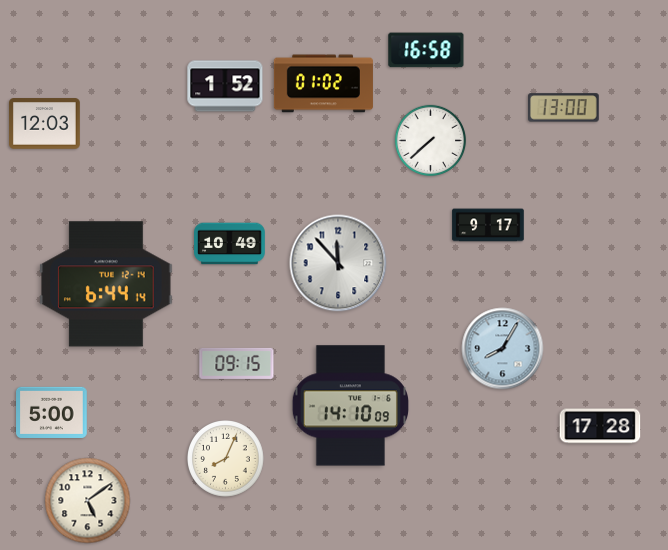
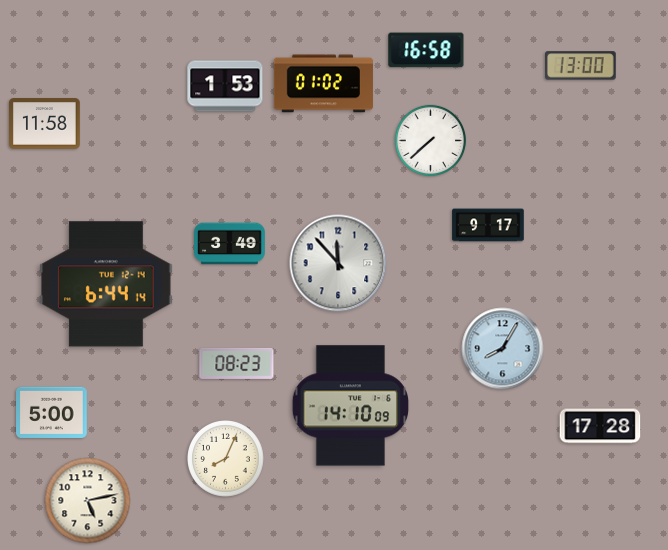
clock at (225, 86): 1:52 -> 1:53
clock at (564, 108) position: (564, 108) -> (581, 66)
clock at (45, 124): 12:03 -> 11:58
clock at (230, 244): 10:49 -> 3:49
clock at (237, 363): 09:15 -> 08:23
clock at (88, 501): 5:09 -> 5:13
